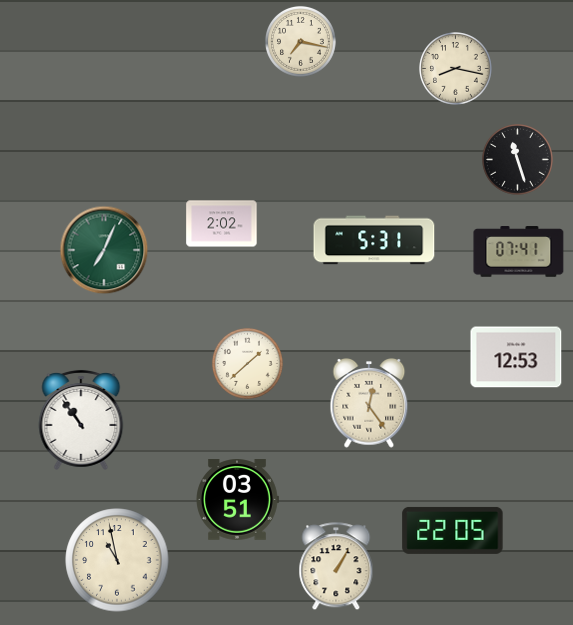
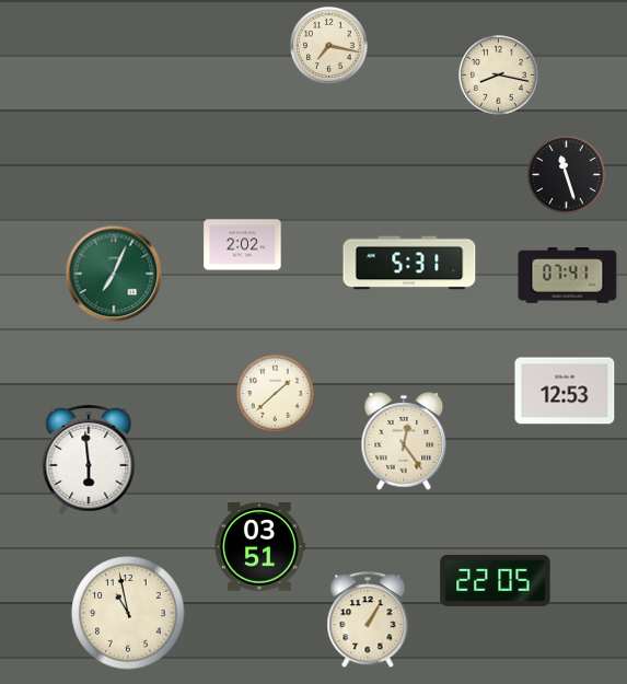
clock at (247, 363) position: (247, 363) -> (275, 393)
clock at (81, 420): 10:54 -> 5:59
